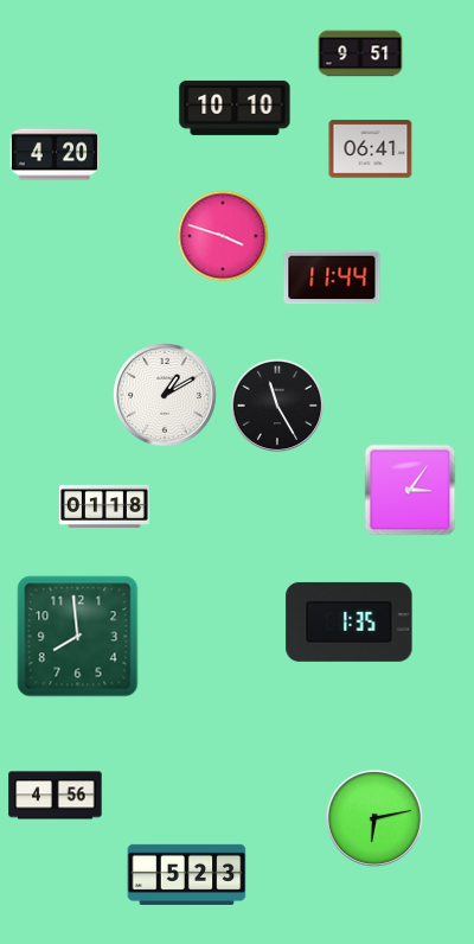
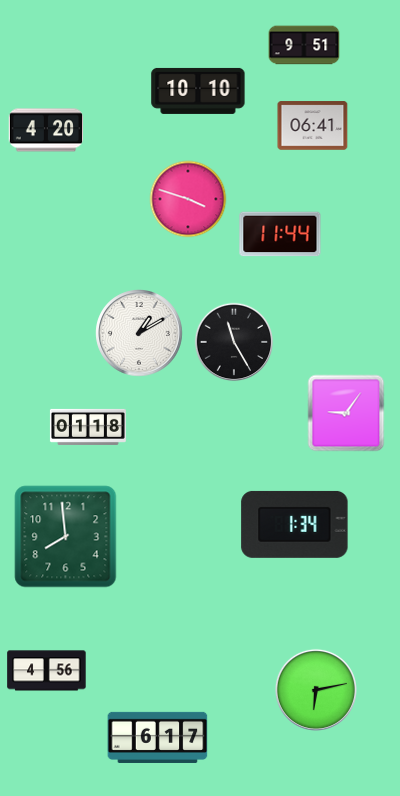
clock at (410, 490): 3:06 -> 9:06
clock at (350, 621): 1:35 -> 1:34
clock at (187, 874): 5:23 -> 6:17
